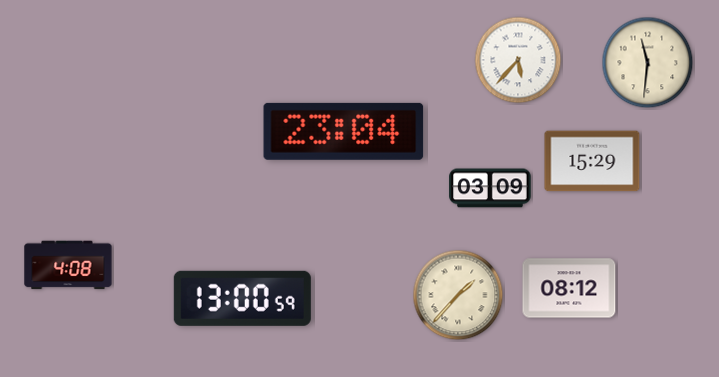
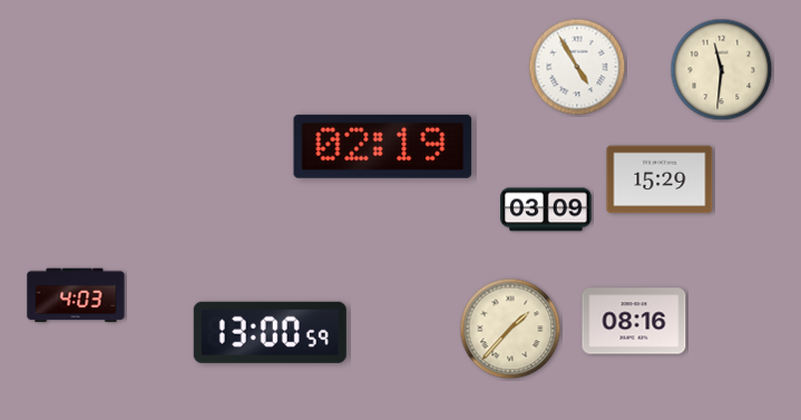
clock at (518, 60): 5:37 -> 4:55
clock at (344, 131): 23:04 -> 02:19
clock at (68, 265): 4:08 -> 4:03
clock at (569, 288): 08:12 -> 08:16
